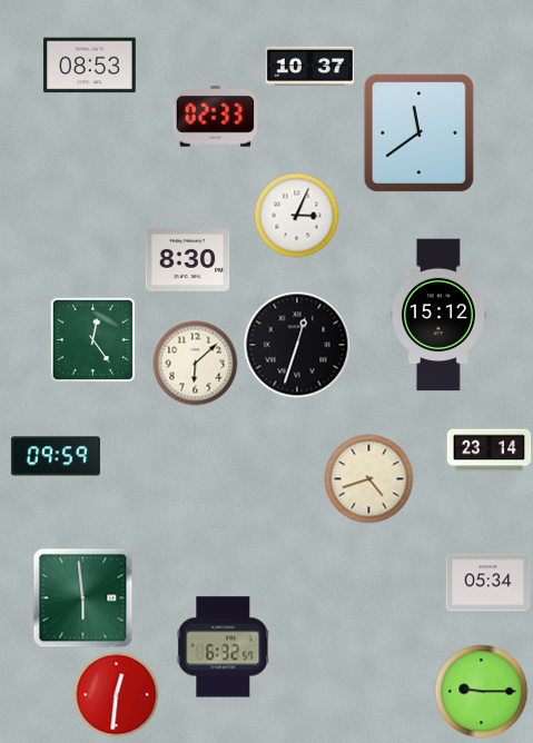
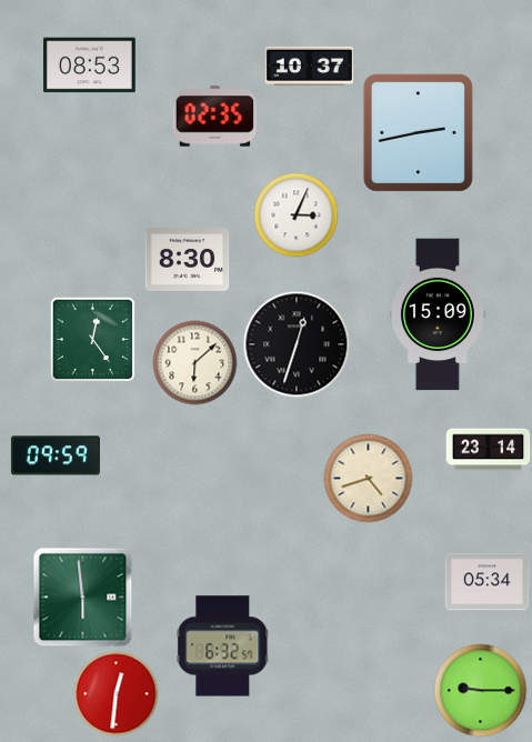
clock at (216, 117): 02:33 -> 02:35
clock at (418, 132): 11:39 -> 2:43
clock at (438, 315): 15:12 -> 15:09
